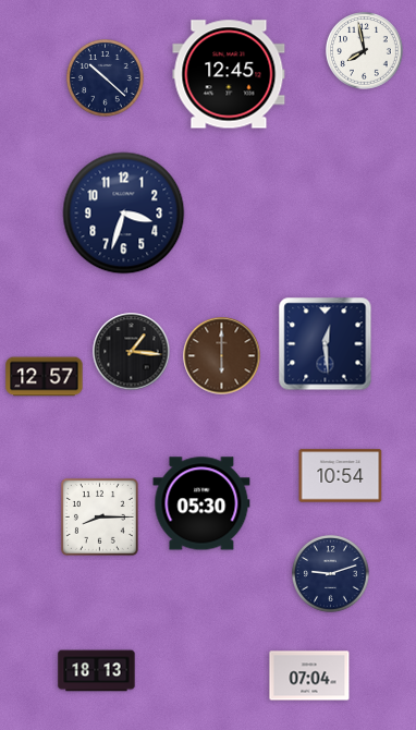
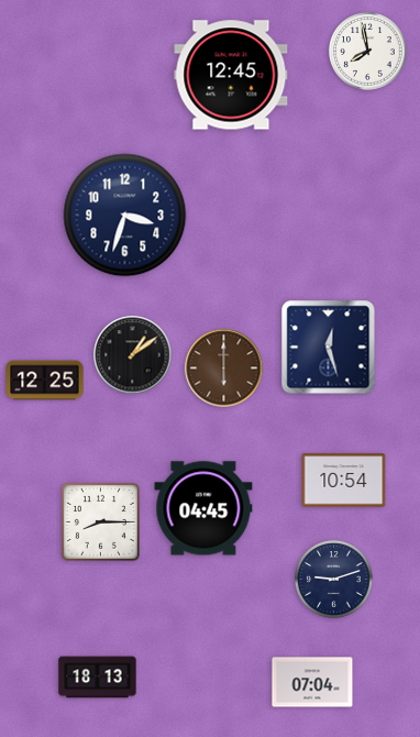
clock at (106, 78): 10:22 -> none
clock at (326, 344): 12:29 -> 12:27
clock at (132, 352): 1:16 -> 1:09
clock at (222, 356) position: (222, 356) -> (224, 369)
clock at (45, 377): 12:57 -> 12:25
clock at (201, 503): 05:30 -> 04:45
